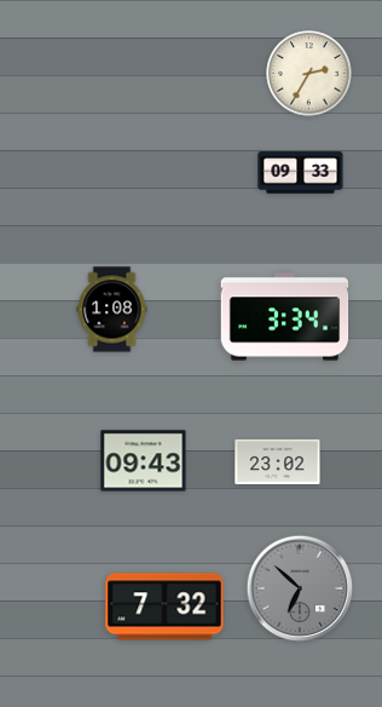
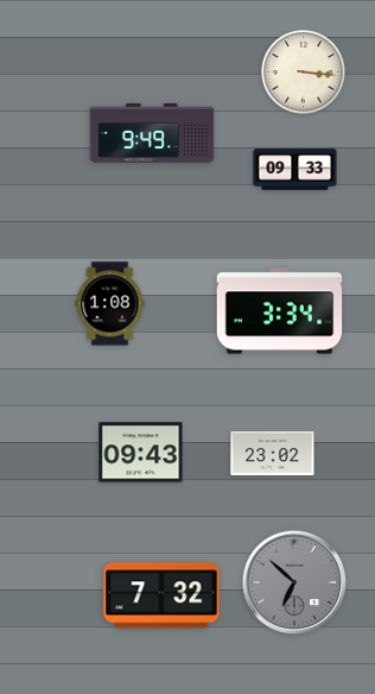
clock at (309, 74): 2:35 -> 3:16
clock at (152, 133): none -> 9:49
clock at (300, 588) position: (300, 588) -> (294, 582)
